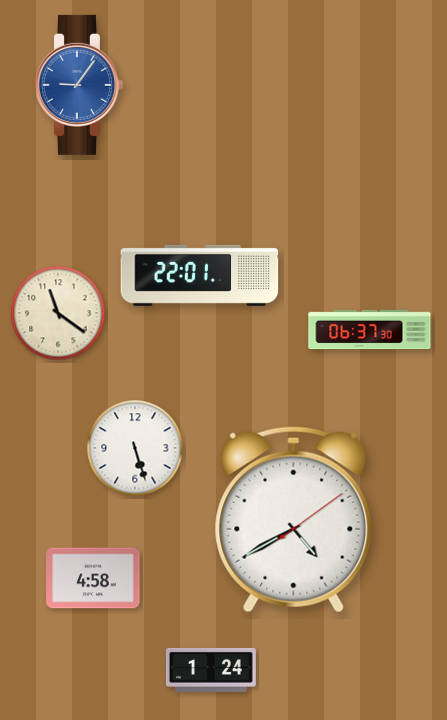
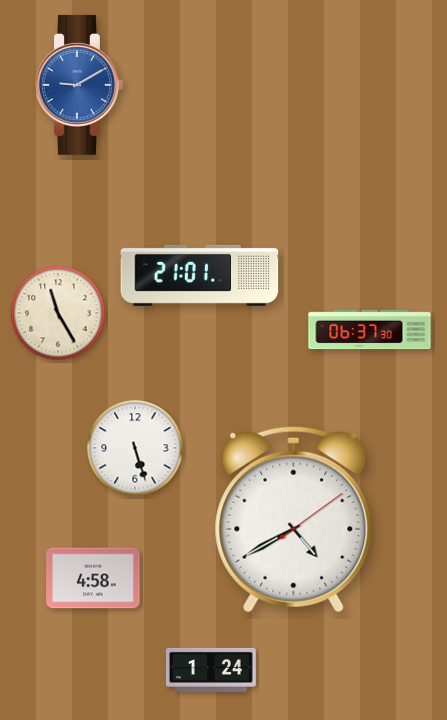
clock at (78, 85): 9:06 -> 9:10
clock at (200, 275): 22:01 -> 21:01
clock at (58, 313): 11:21 -> 11:25
